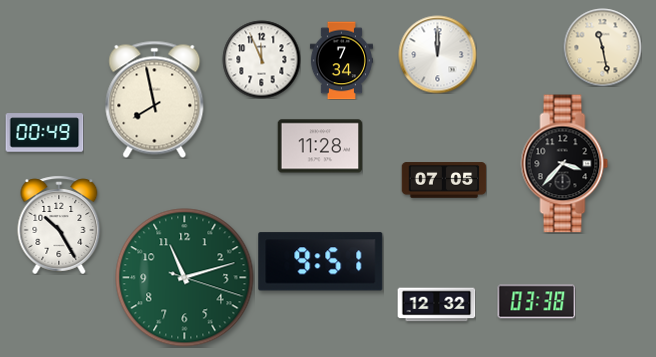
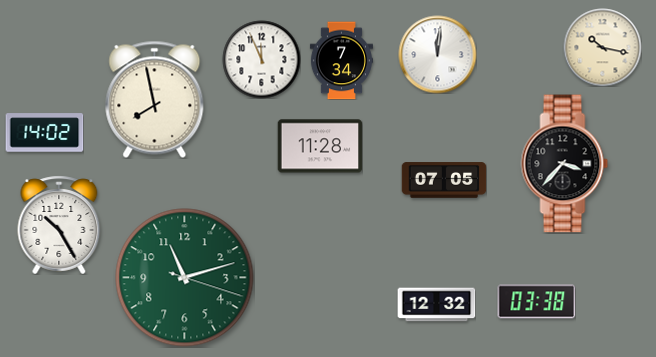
clock at (602, 47): 11:28 -> 10:17
clock at (437, 54): 12:00 -> 12:01
clock at (44, 133): 00:49 -> 14:02
clock at (321, 262): 9:51 -> none
